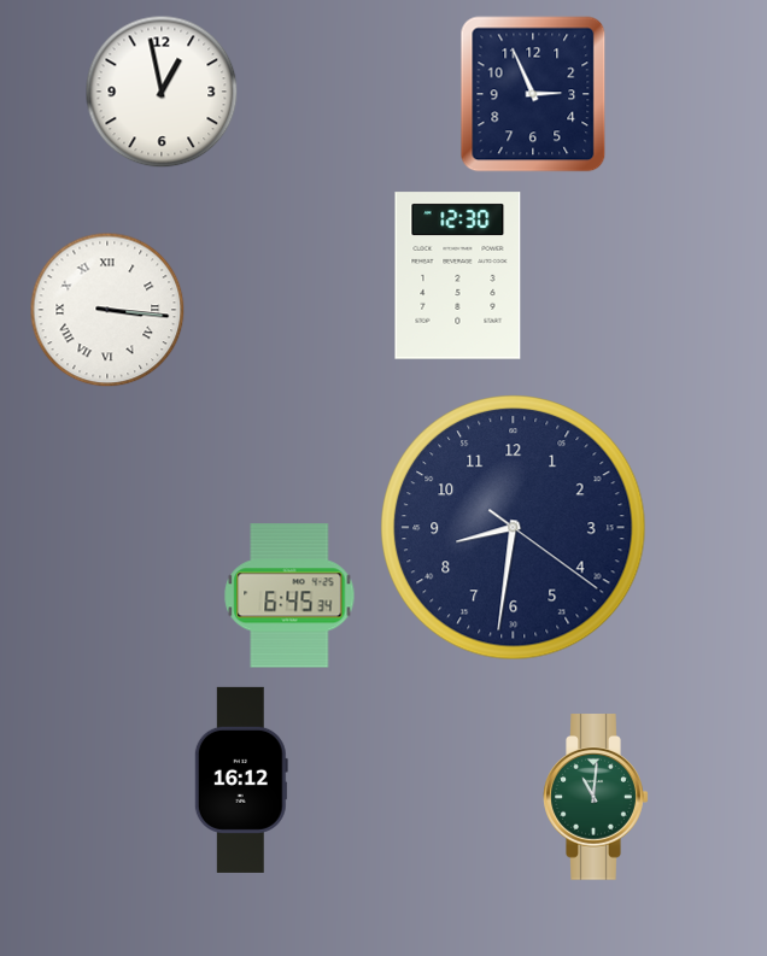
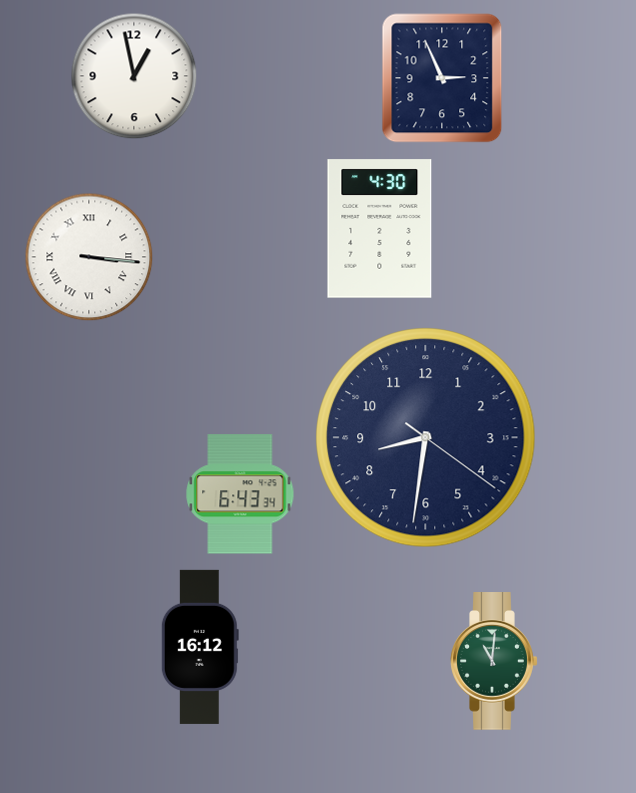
clock at (458, 276): 12:30 -> 4:30
clock at (289, 596): 6:45 -> 6:43
